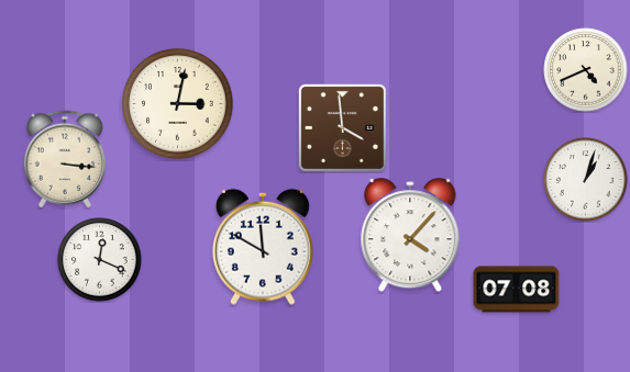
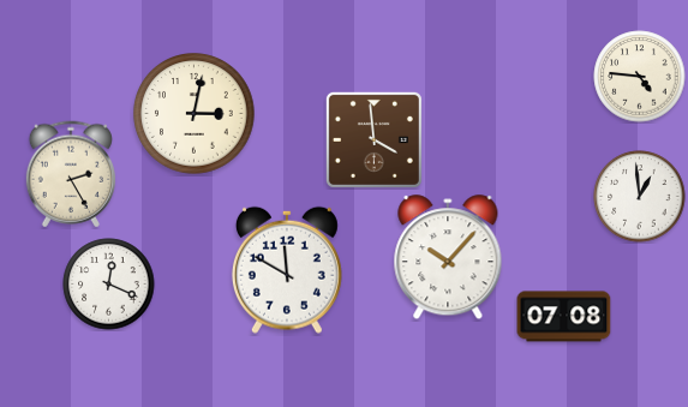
clock at (586, 70): 4:41 -> 4:46
clock at (65, 159): 3:16 -> 2:25
clock at (586, 180): 1:03 -> 12:59
clock at (410, 236): 4:07 -> 10:07
